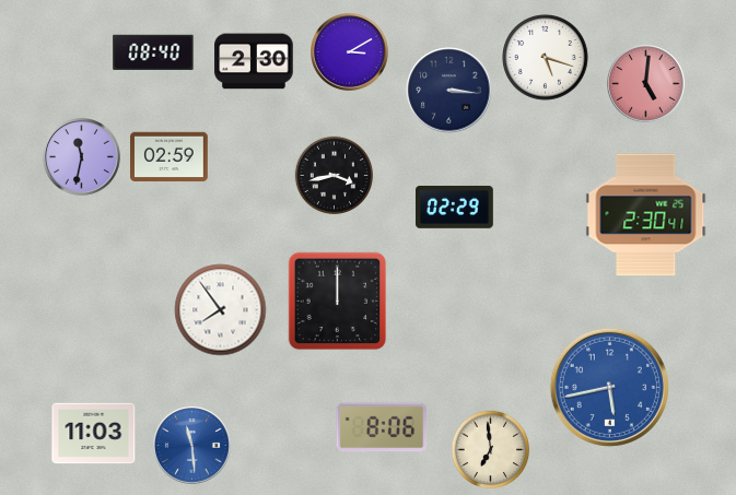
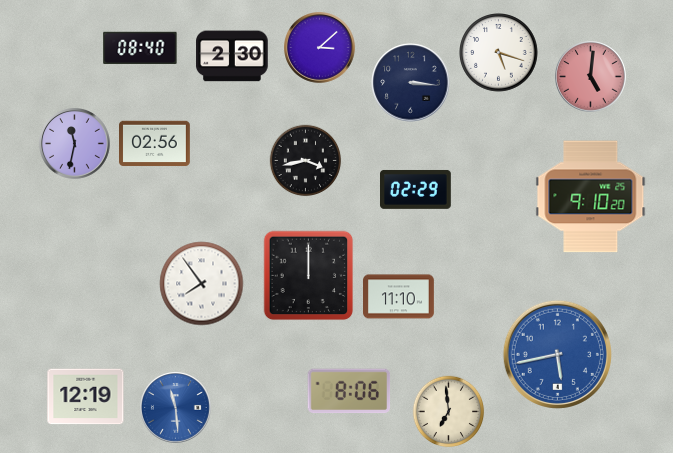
clock at (350, 52): 3:10 -> 3:08
clock at (170, 157): 02:59 -> 02:56
clock at (646, 215): 2:30 -> 9:10
clock at (399, 297): none -> 11:10
clock at (94, 434): 11:03 -> 12:19
